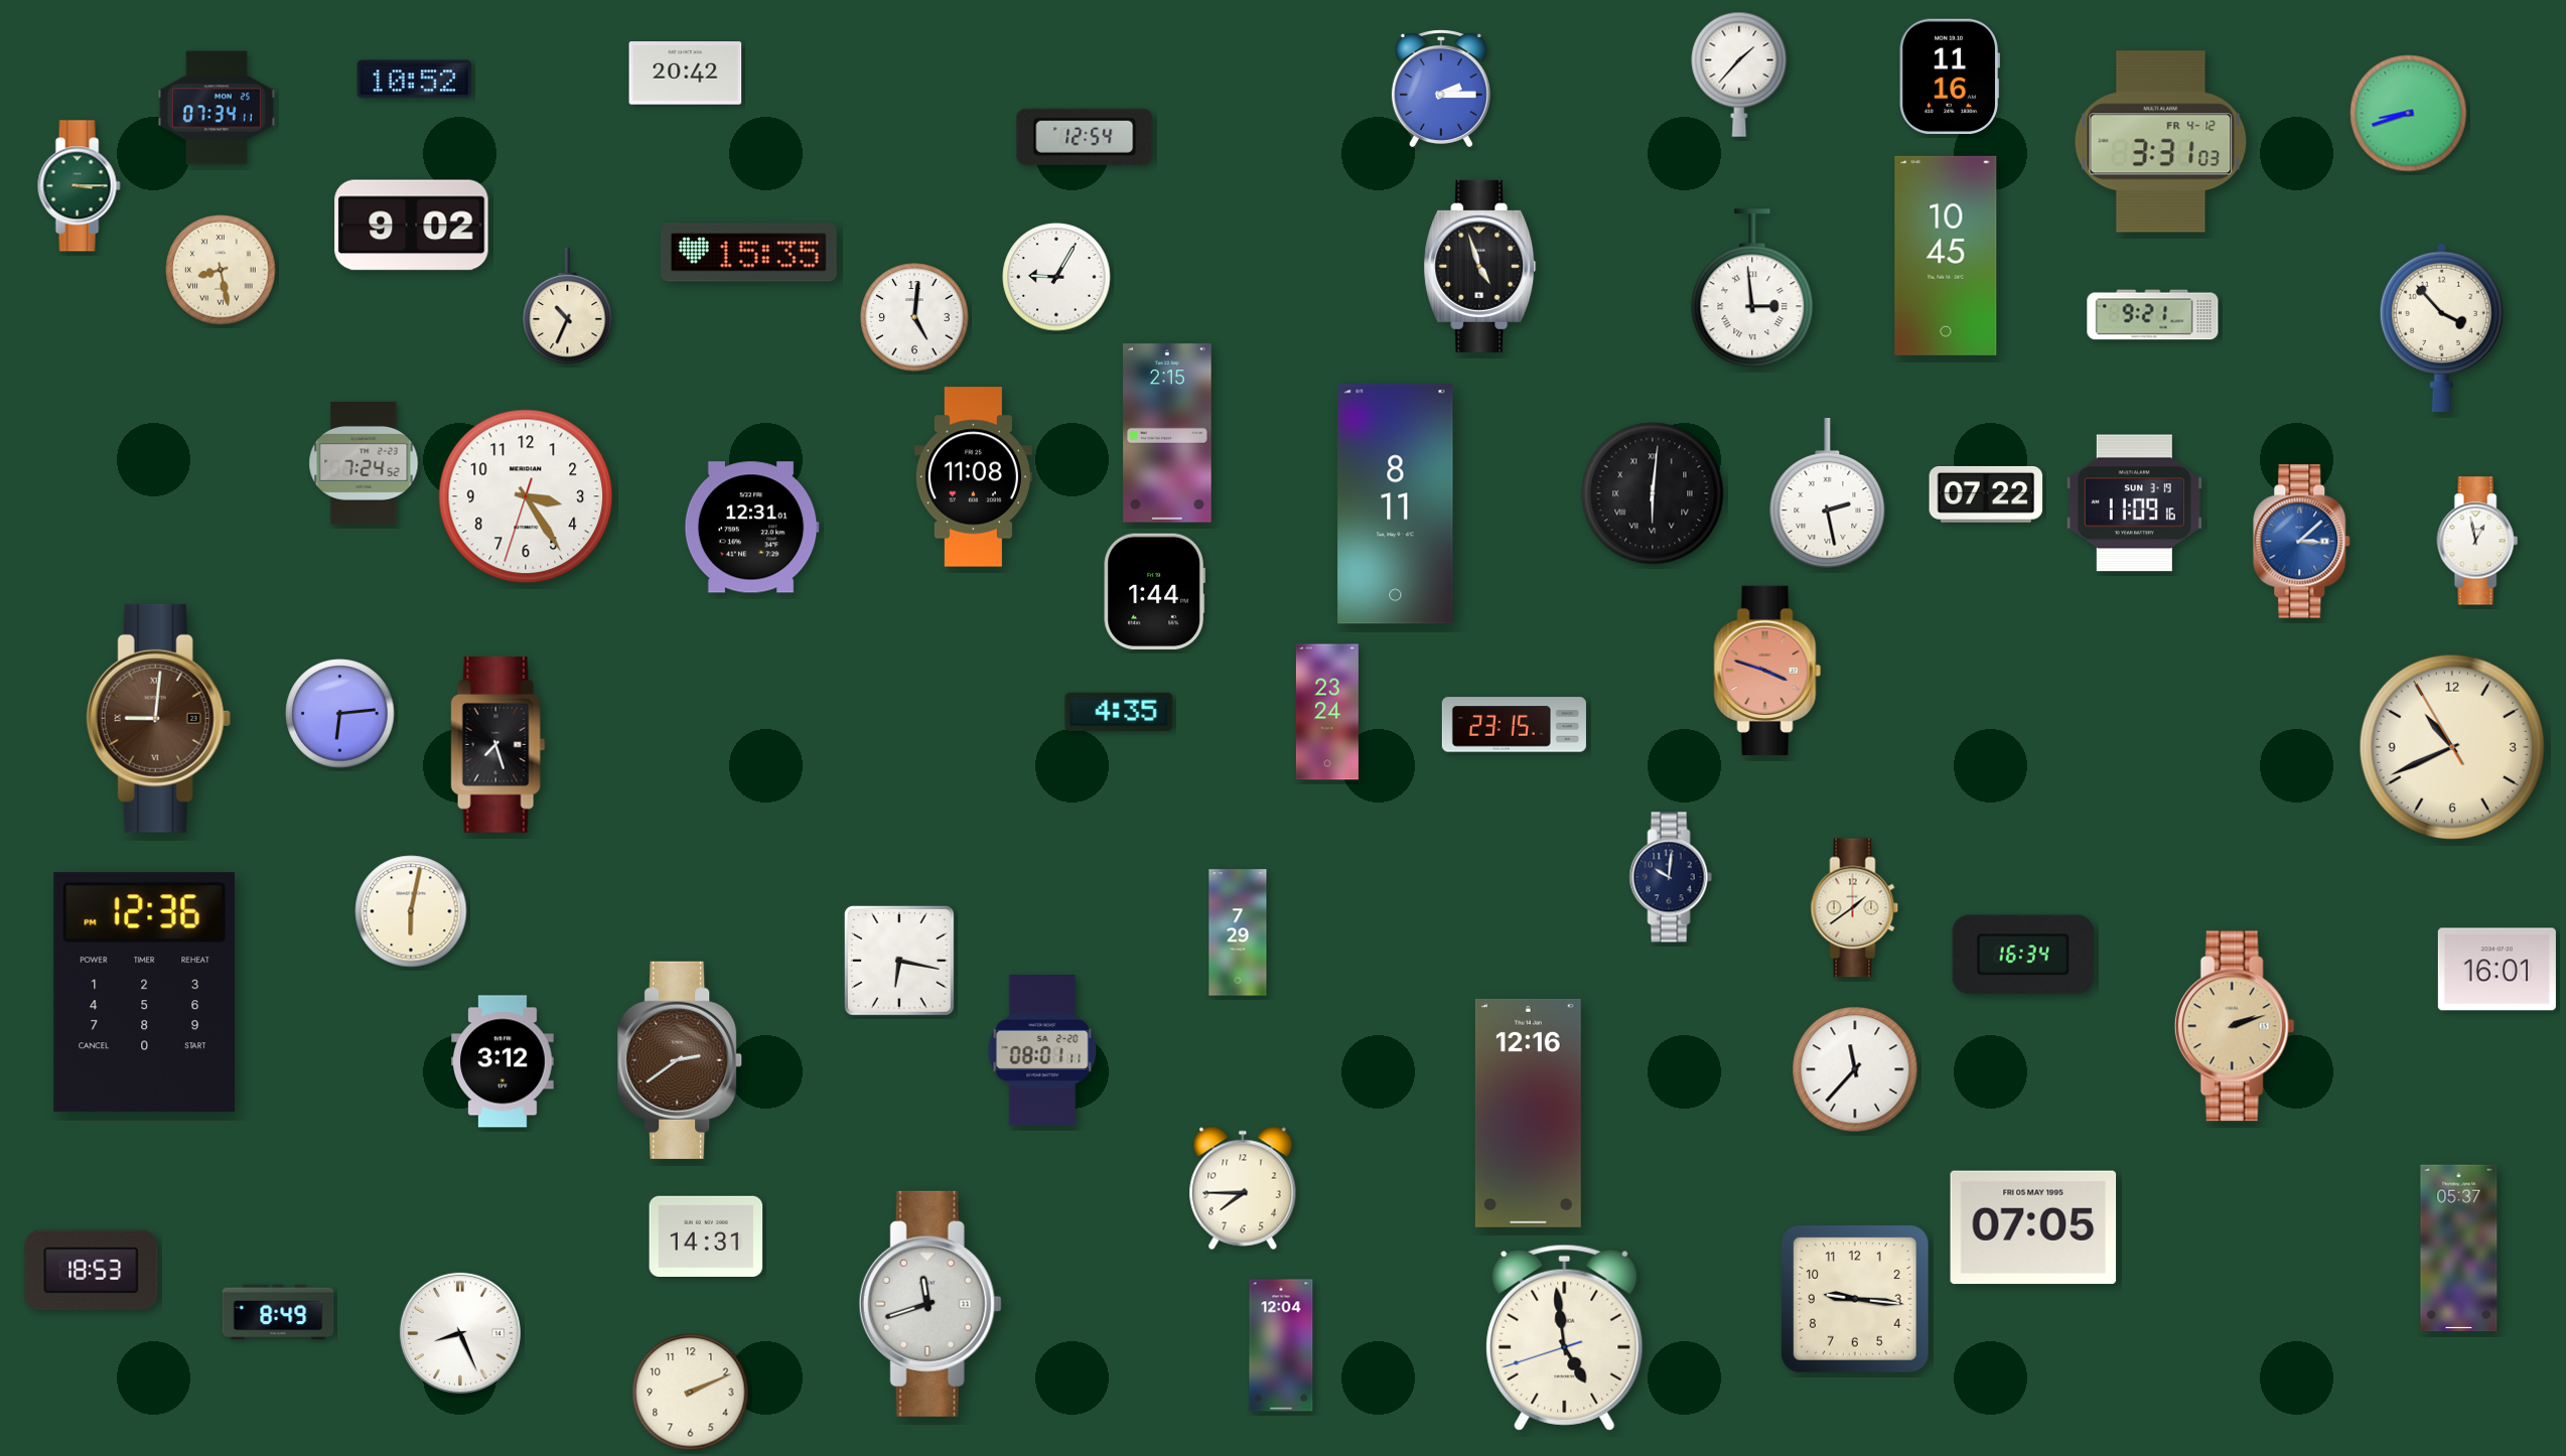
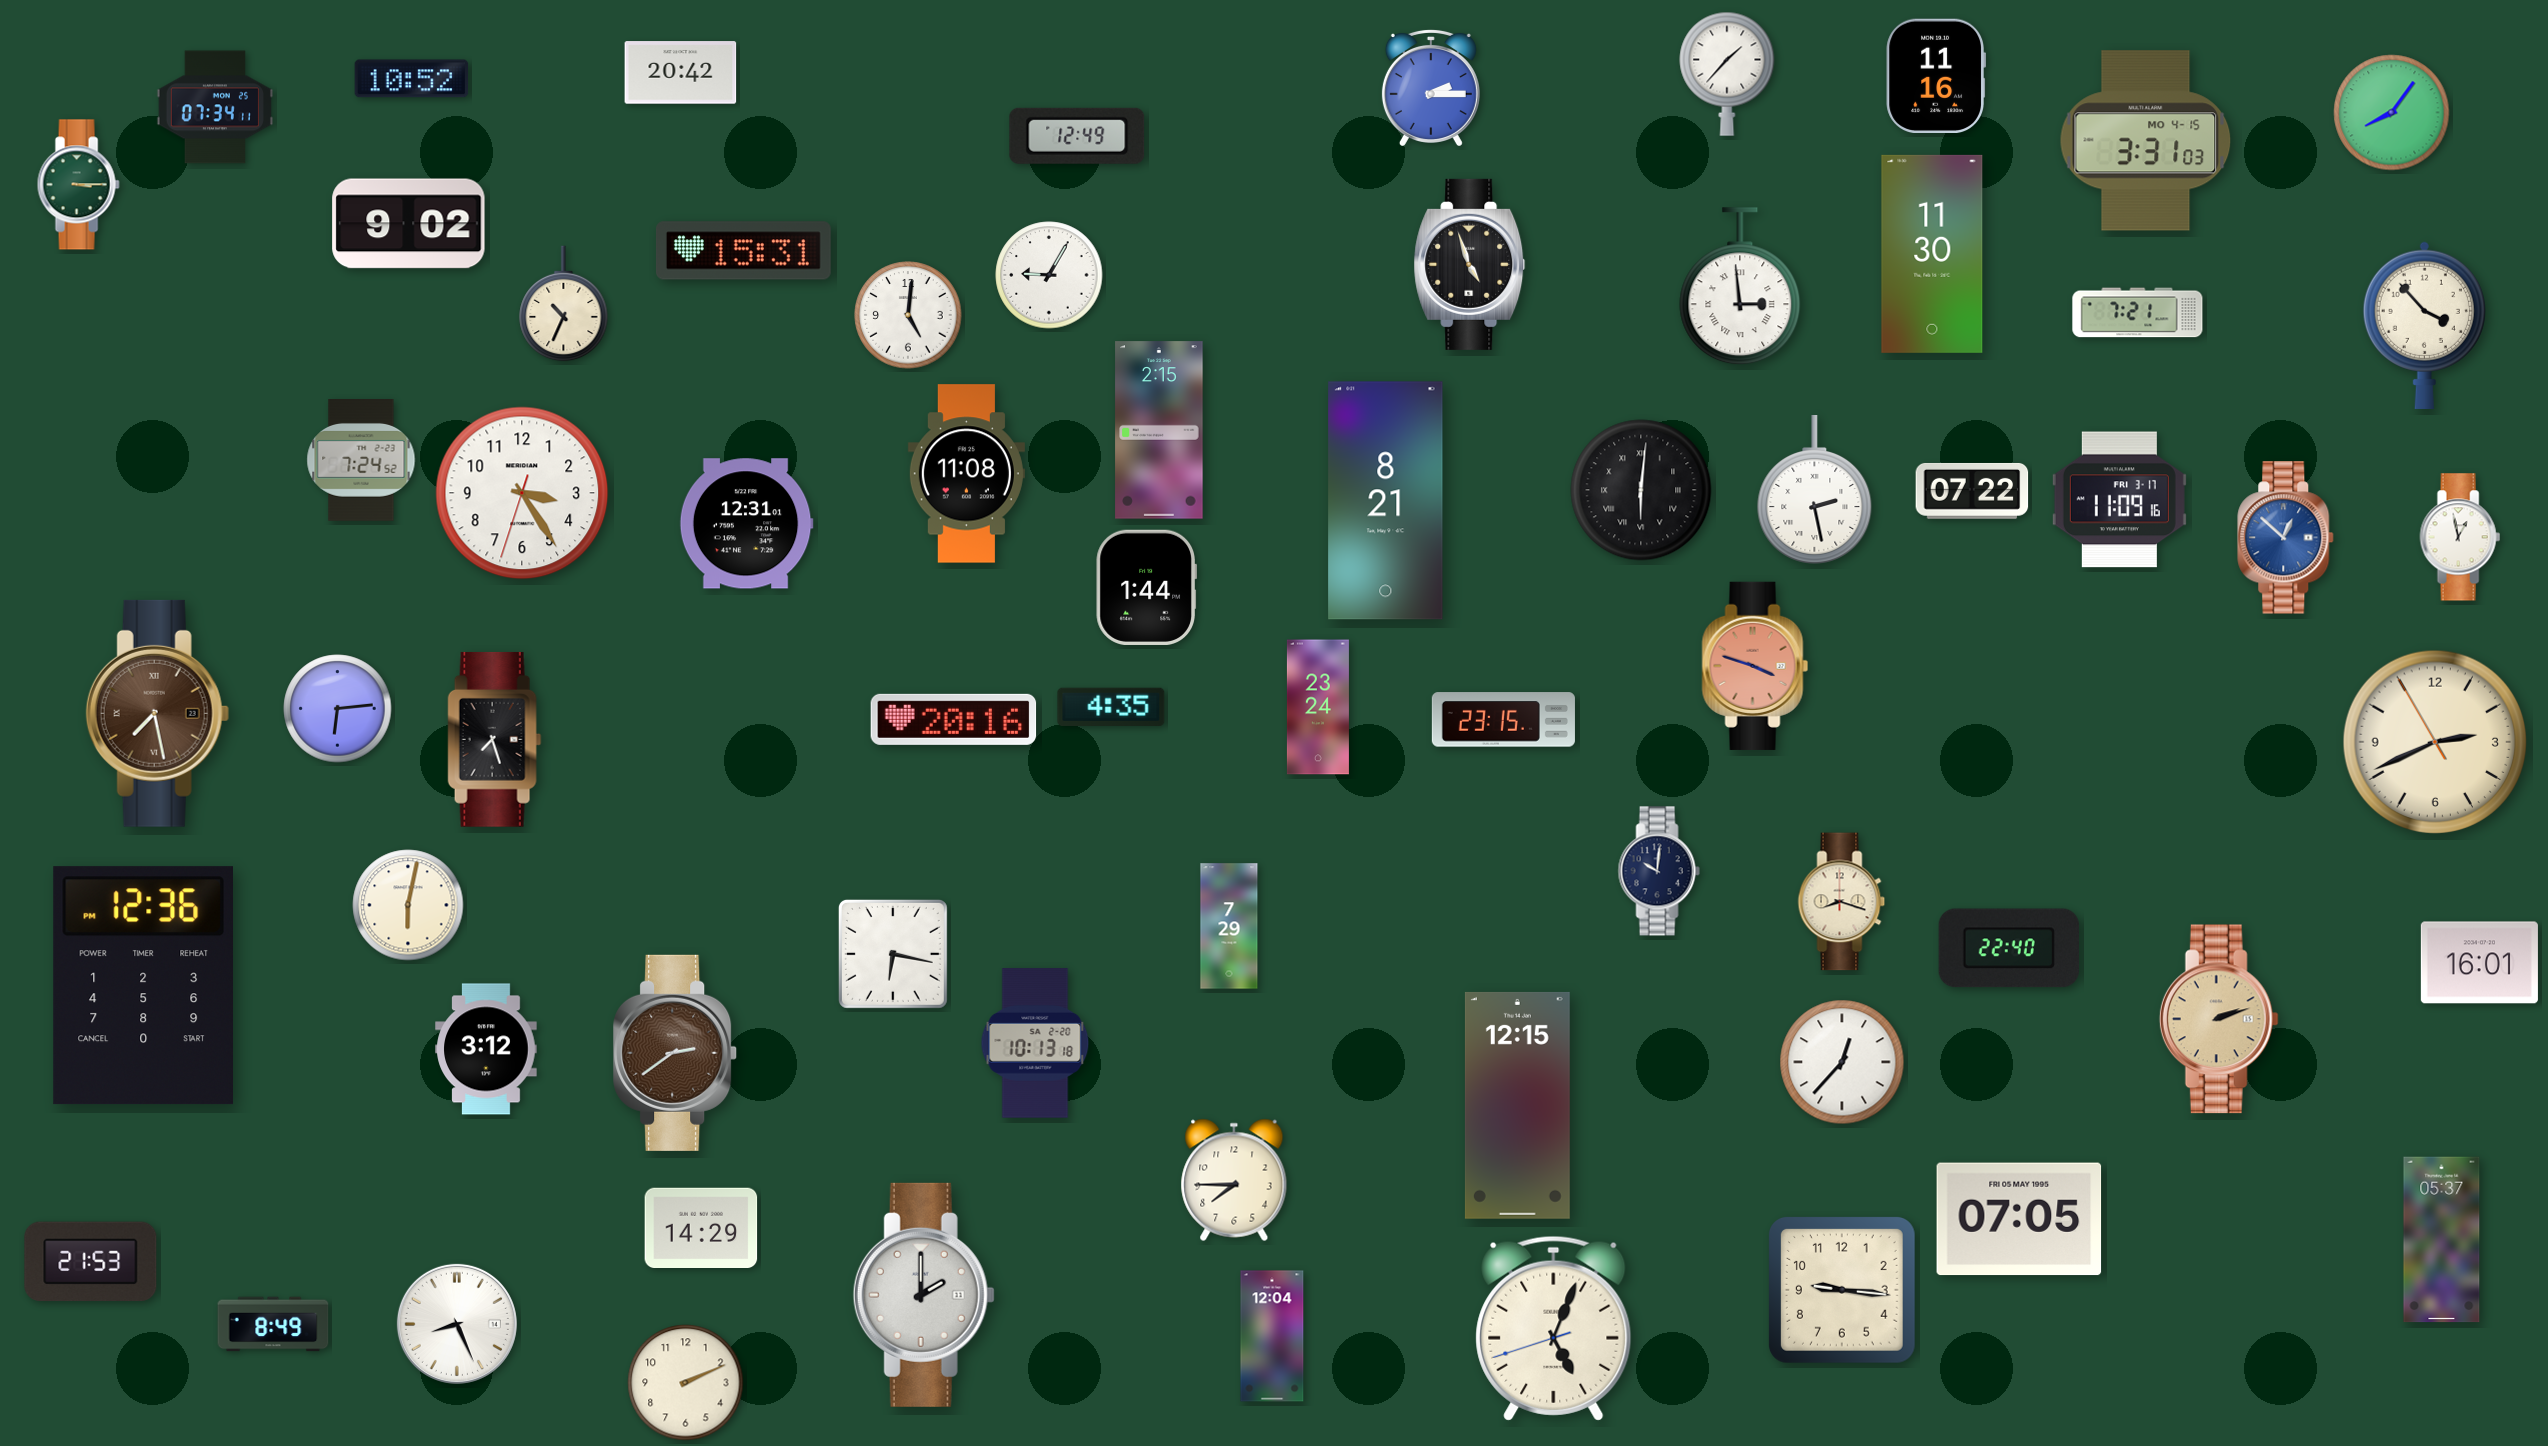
clock at (2409, 114): 8:42 -> 8:06
clock at (1085, 137): 12:54 -> 12:49
clock at (2161, 142) date: FR 4-12 -> MO 4-15
clock at (748, 253): 15:35 -> 15:31
clock at (1946, 256): 10:45 -> 11:30
clock at (221, 270): 8:28 -> none
clock at (2153, 315): 9:21 -> 7:21
clock at (2134, 503) date: SUN 3-19 -> FRI 3-17
clock at (1396, 504): 8:11 -> 8:21
clock at (2302, 542): 3:08 -> 12:52
clock at (158, 718): 9:01 -> 7:28
clock at (954, 719): none -> 20:16
clock at (2452, 747): 10:40 -> 2:40
clock at (1855, 908): 1:39 -> 8:18
clock at (2022, 955): 16:34 -> 22:40
clock at (1042, 1050): 08:01 -> 10:13
clock at (503, 1061) position: (503, 1061) -> (486, 1049)
clock at (1855, 1069): 11:37 -> 12:37
clock at (1528, 1113): 12:16 -> 12:15
clock at (706, 1235): 14:31 -> 14:29
clock at (92, 1271): 18:53 -> 21:53
clock at (931, 1304): 11:42 -> 2:00
clock at (278, 1312) position: (278, 1312) -> (273, 1324)
clock at (1565, 1337): 4:58 -> 5:03
